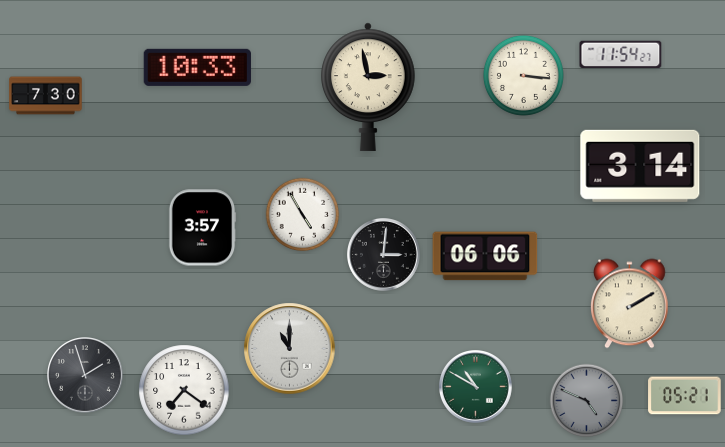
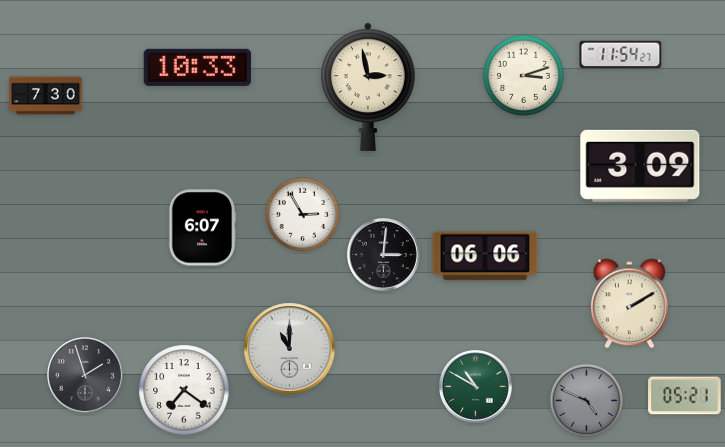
clock at (523, 75): 3:16 -> 3:12
clock at (640, 166): 3:14 -> 3:09
clock at (303, 215): 4:55 -> 2:55
clock at (202, 228): 3:57 -> 6:07
